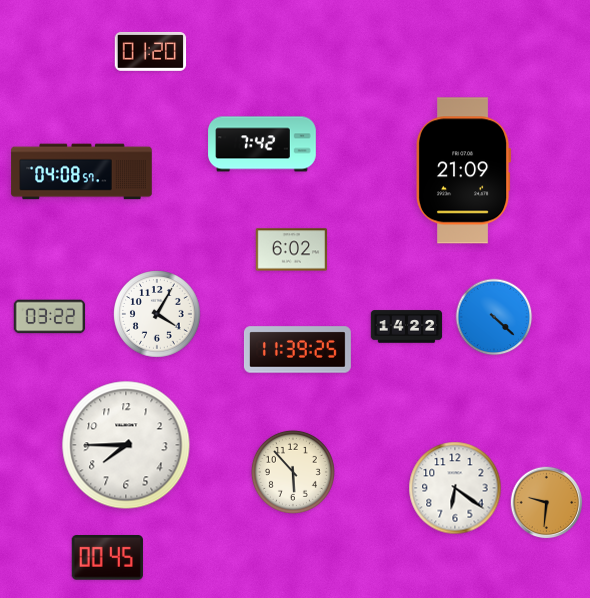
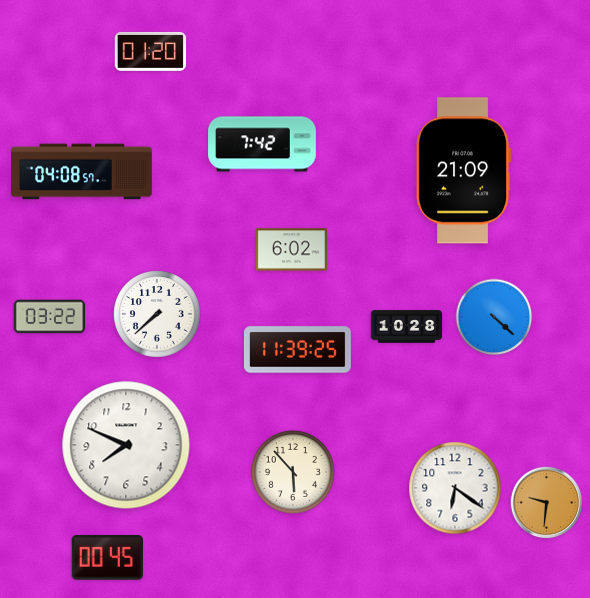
clock at (157, 314): 4:05 -> 7:38
clock at (407, 327): 14:22 -> 10:28
clock at (126, 445): 7:45 -> 7:49
